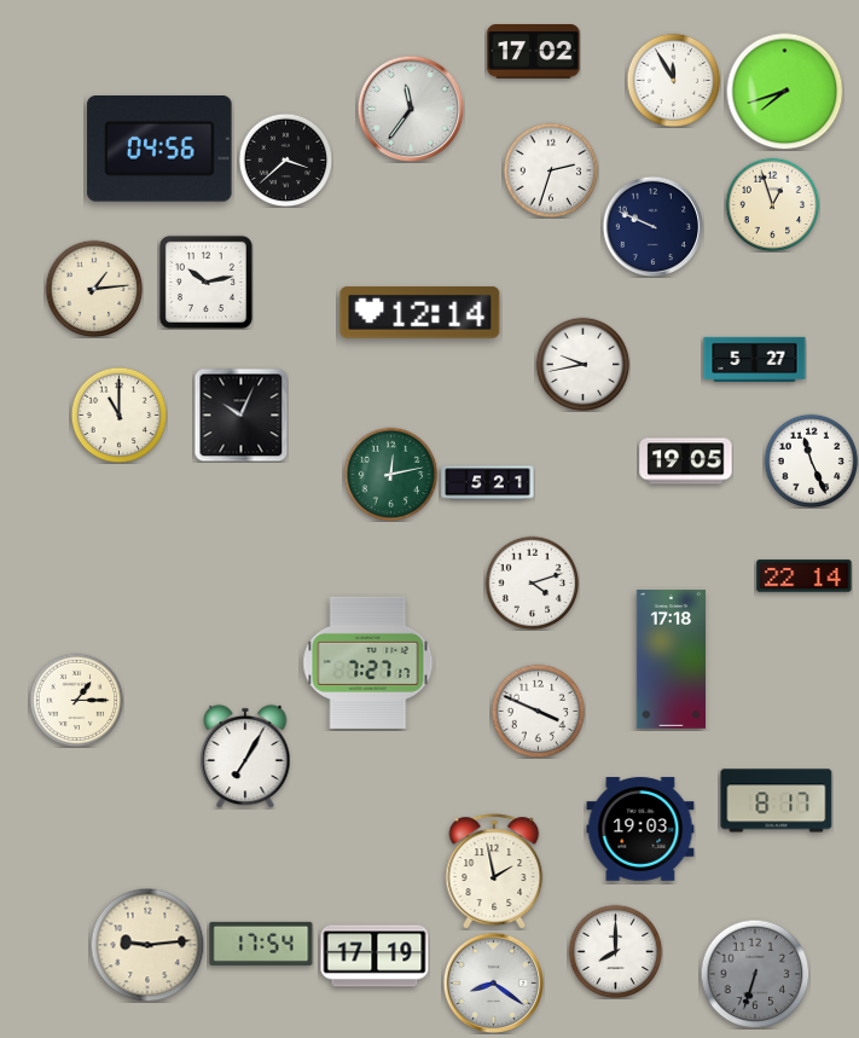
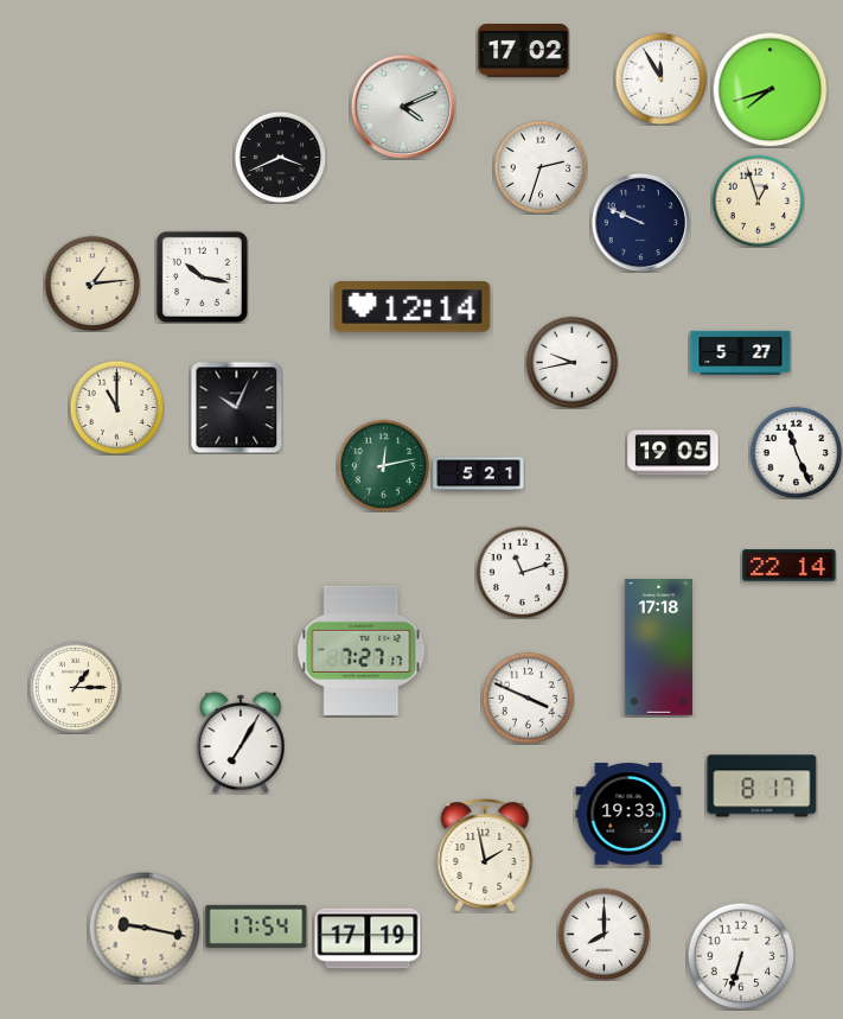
clock at (411, 109): 11:36 -> 4:11
clock at (159, 150): 04:56 -> none
clock at (285, 160): 3:38 -> 3:41
clock at (205, 282): 10:13 -> 10:17
clock at (582, 364) position: (582, 364) -> (571, 362)
clock at (532, 582): 4:12 -> 11:12
clock at (640, 829): 19:03 -> 19:33
clock at (147, 945): 9:14 -> 9:17
clock at (755, 974) dial: grey -> white
clock at (493, 982): 8:21 -> none
